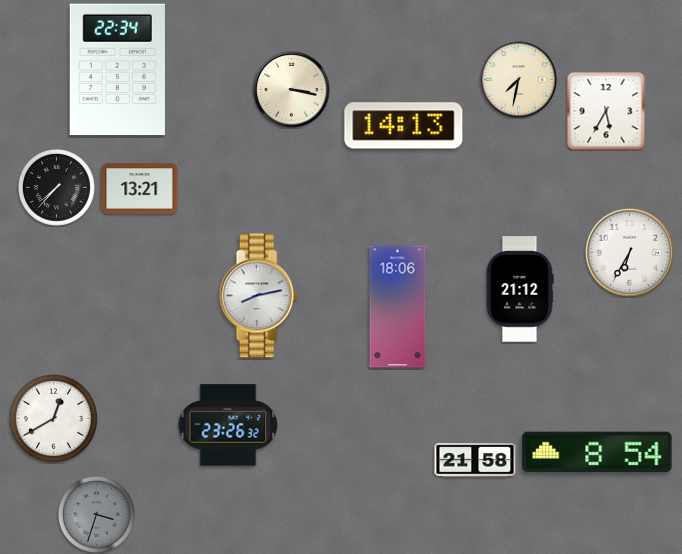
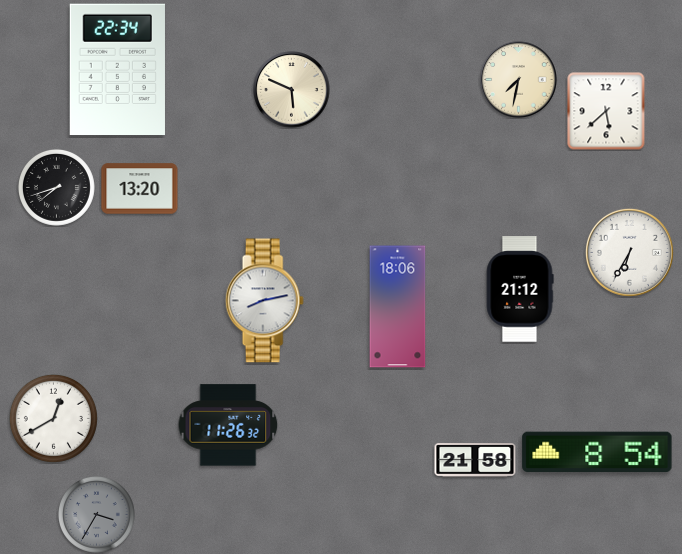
clock at (292, 90): 3:17 -> 5:49
clock at (606, 111): 5:35 -> 5:38
clock at (404, 126): 14:13 -> none
clock at (56, 187): 7:37 -> 7:42
clock at (140, 189): 13:21 -> 13:20
clock at (258, 296) position: (258, 296) -> (264, 301)
clock at (228, 425): 23:26 -> 11:26
clock at (96, 514): 3:33 -> 3:35
